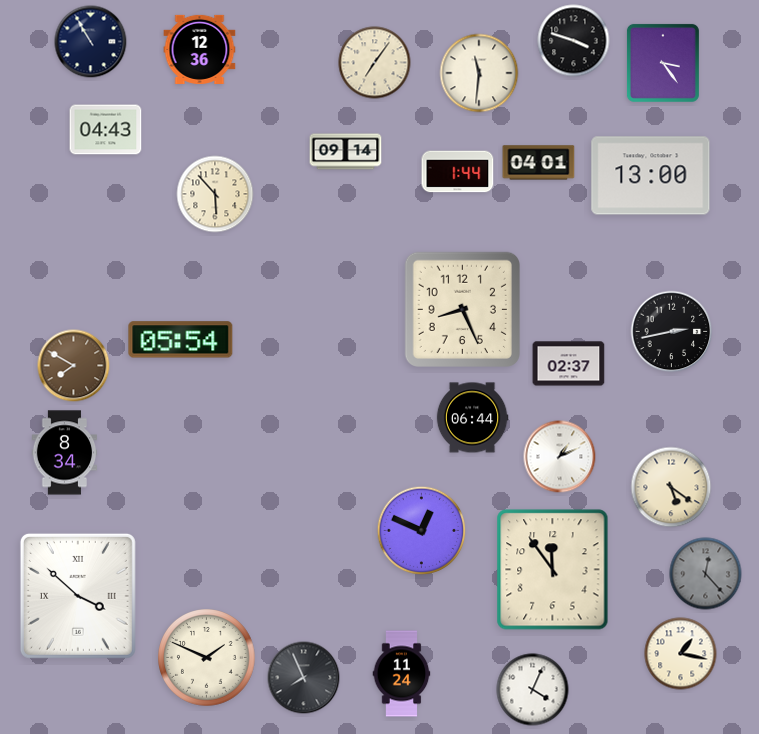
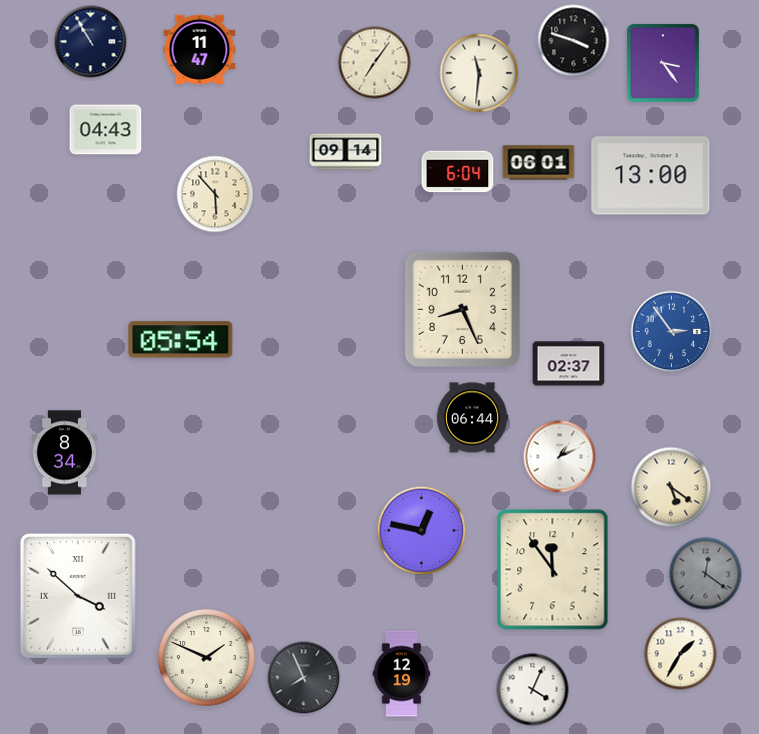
clock at (200, 49): 12:36 -> 11:47
clock at (539, 163): 04:01 -> 06:01
clock at (458, 172): 1:44 -> 6:04
clock at (672, 332): 2:43 -> 2:54
clock at (672, 332) dial: black -> blue
clock at (74, 366): 7:50 -> none
clock at (422, 531): 12:49 -> 12:47
clock at (706, 574): 12:23 -> 12:21
clock at (681, 654): 1:17 -> 1:35
clock at (402, 674): 11:24 -> 12:19
